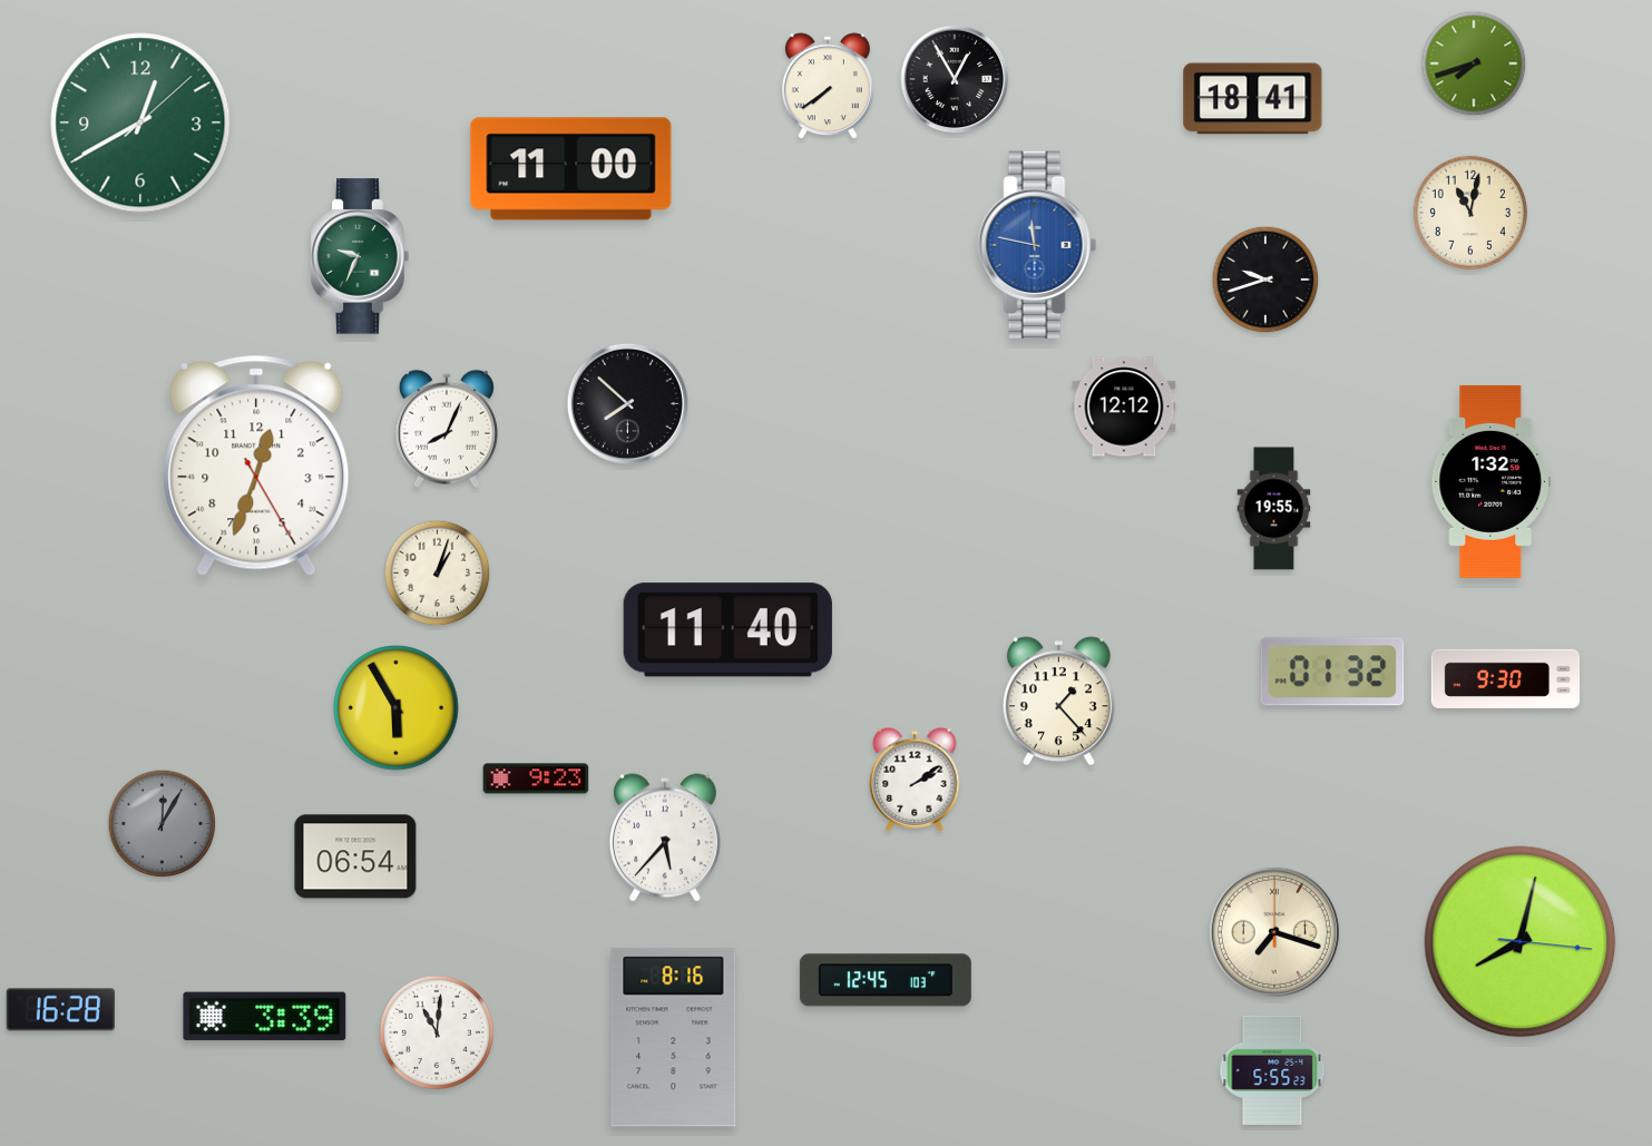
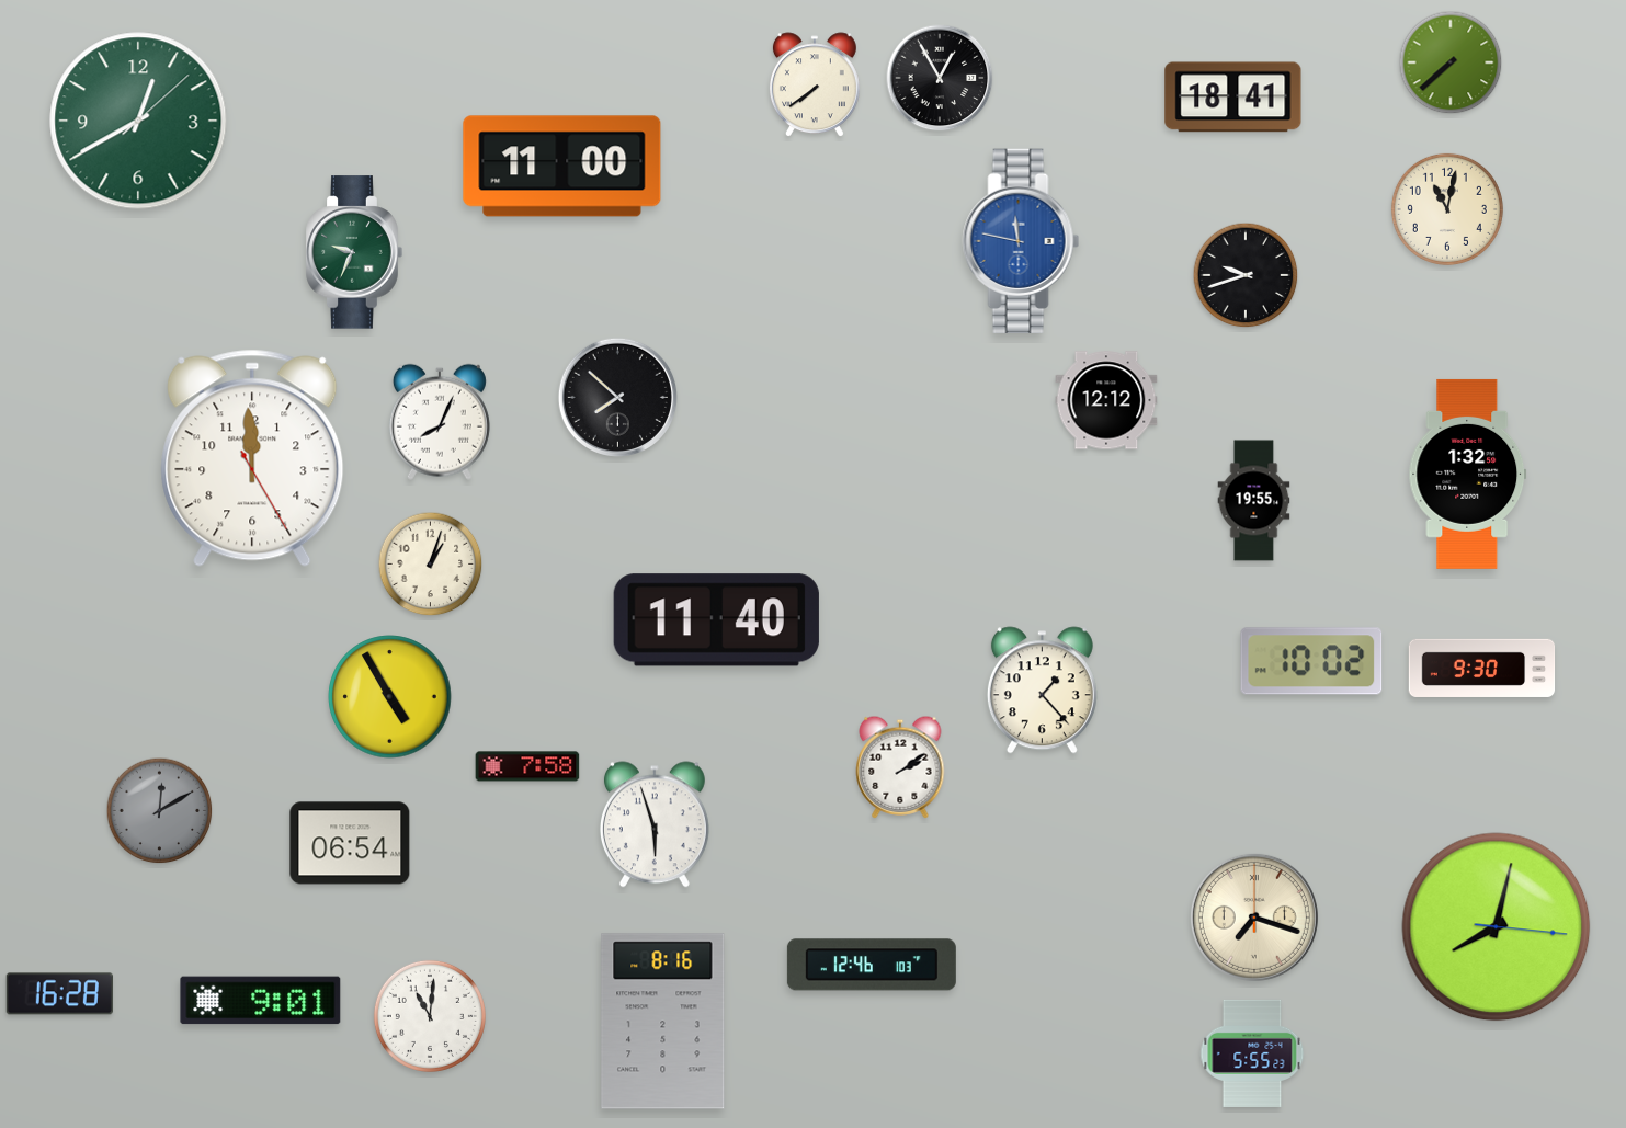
clock at (1474, 63): 7:42 -> 7:38
clock at (256, 466): 12:33 -> 11:59
clock at (1332, 672): 01:32 -> 10:02
clock at (397, 708): 5:55 -> 4:55
clock at (536, 778): 9:23 -> 7:58
clock at (163, 824): 12:05 -> 12:10
clock at (665, 838): 5:37 -> 5:57
clock at (886, 980): 12:45 -> 12:46
clock at (265, 1017): 3:39 -> 9:01
